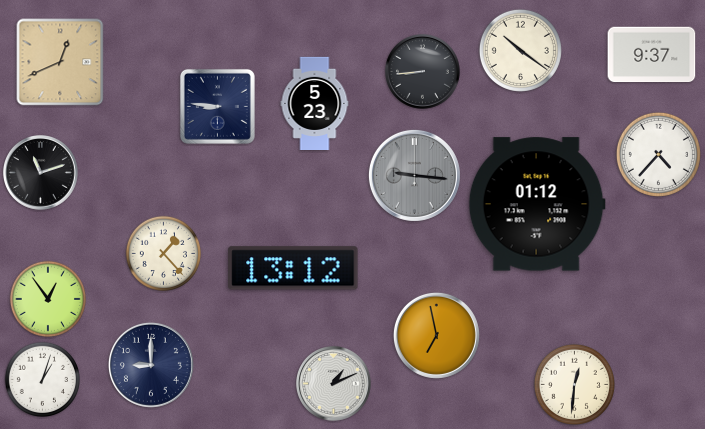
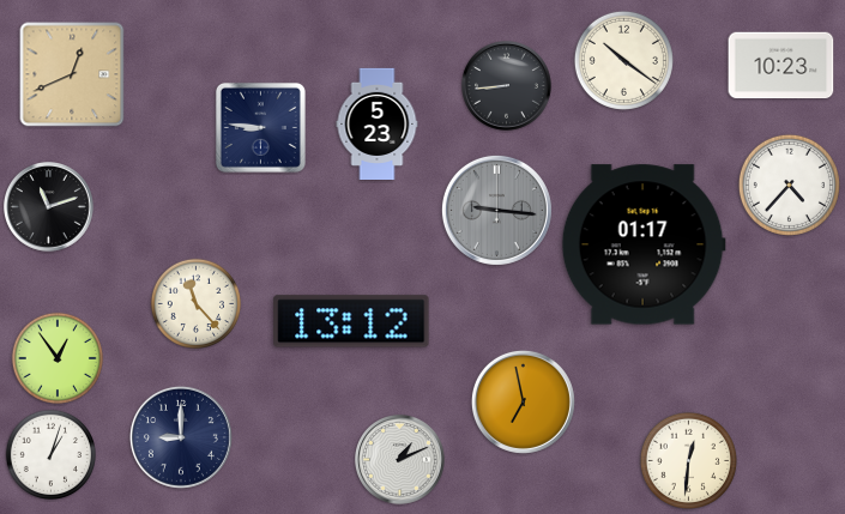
clock at (652, 55): 9:37 -> 10:23
clock at (537, 204): 01:12 -> 01:17
clock at (163, 253): 1:23 -> 11:23
